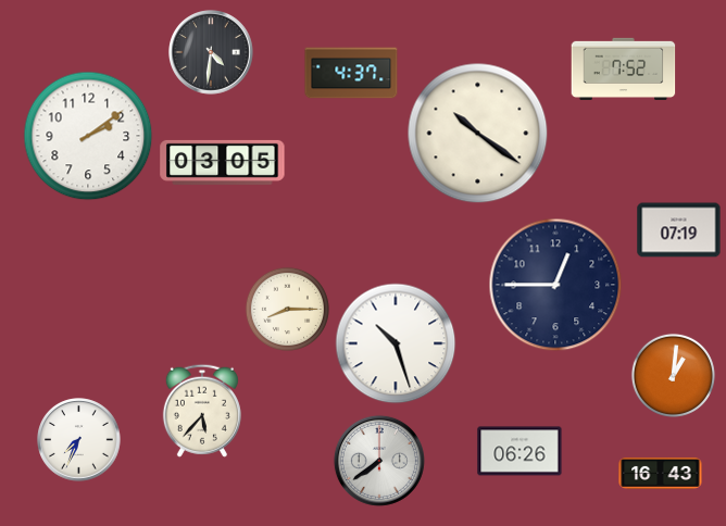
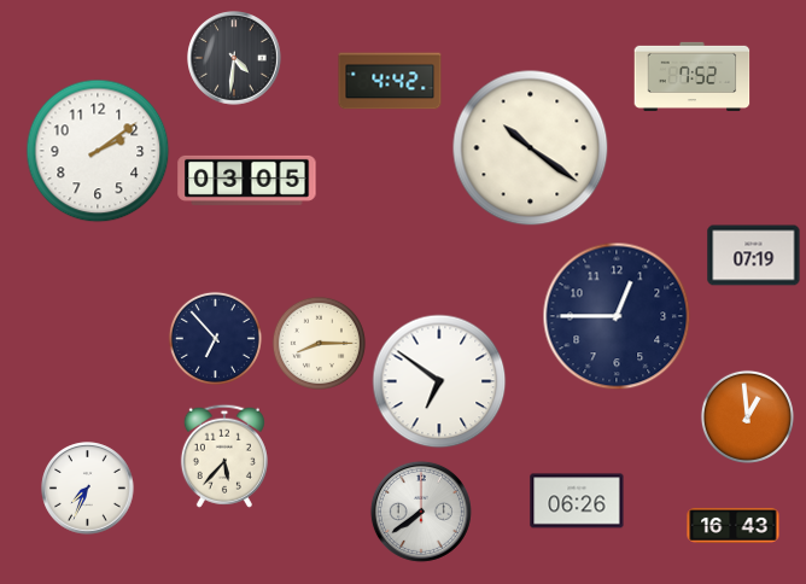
clock at (351, 73): 4:37 -> 4:42
clock at (215, 338): none -> 6:53
clock at (396, 343): 10:27 -> 6:51
clock at (673, 375): 1:01 -> 12:59
